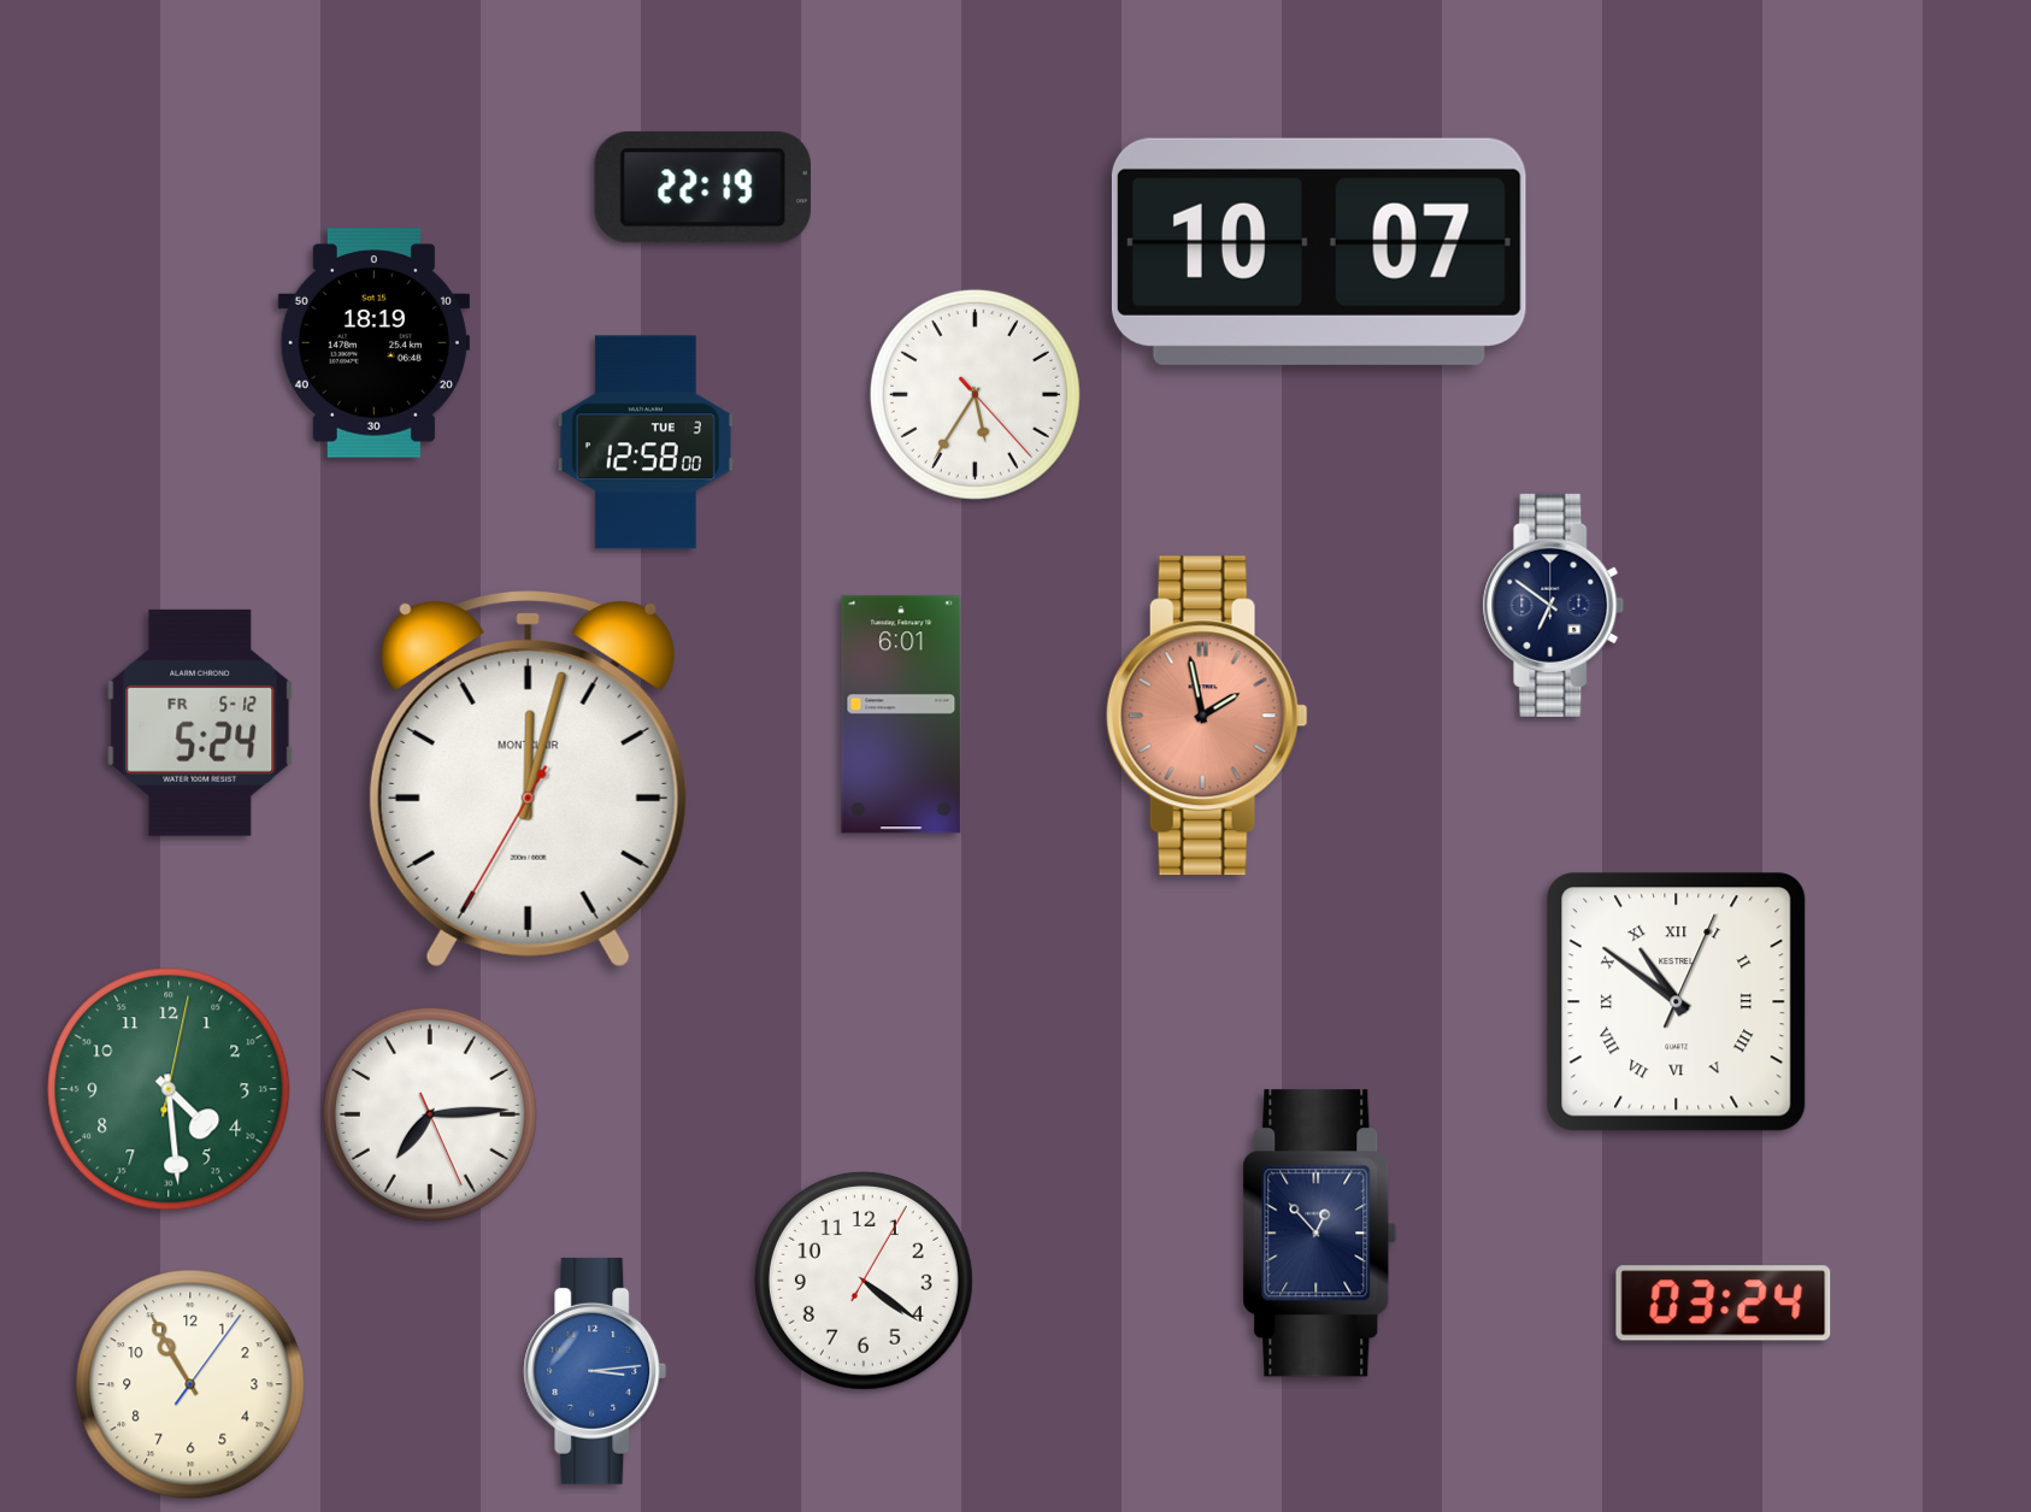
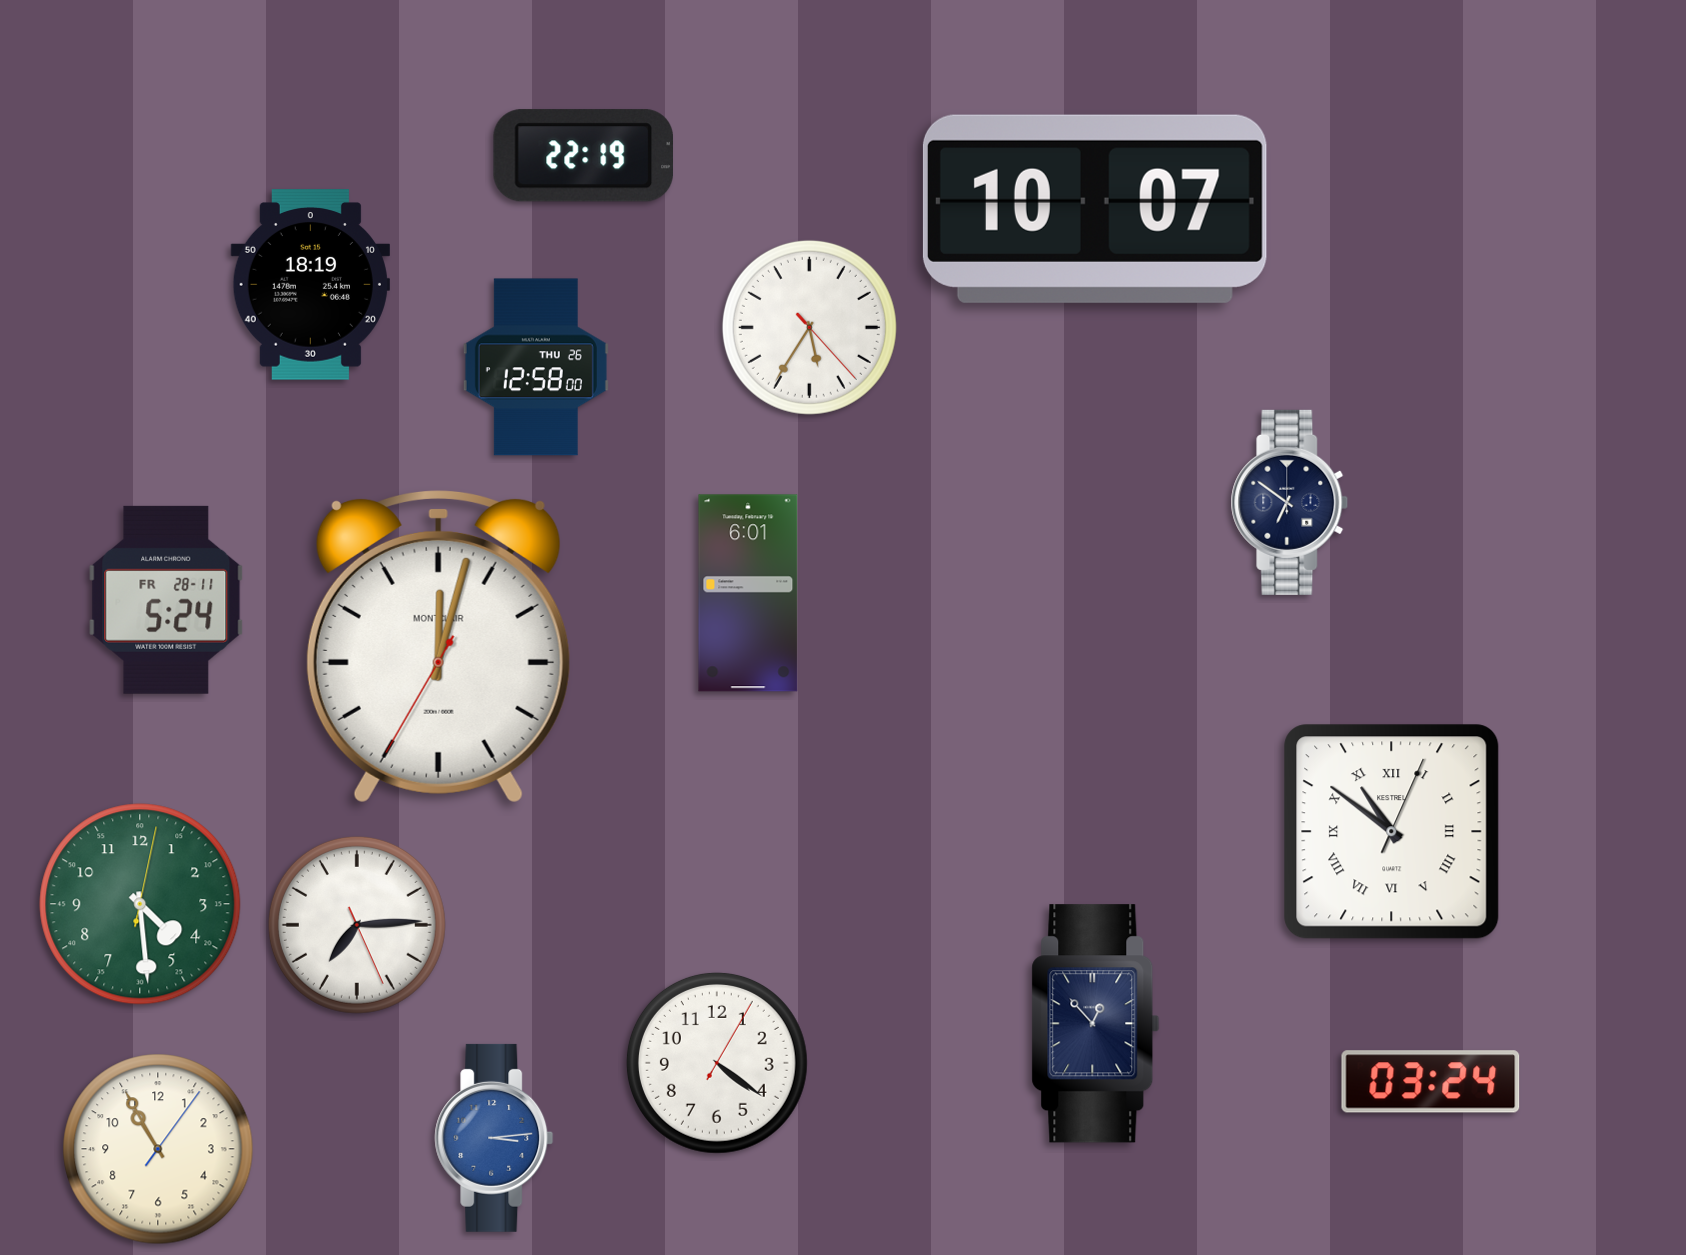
clock at (646, 442) date: TUE 3 -> THU 26
clock at (1207, 716): 1:58 -> none
clock at (200, 723) date: FR 5-12 -> FR 28-11
